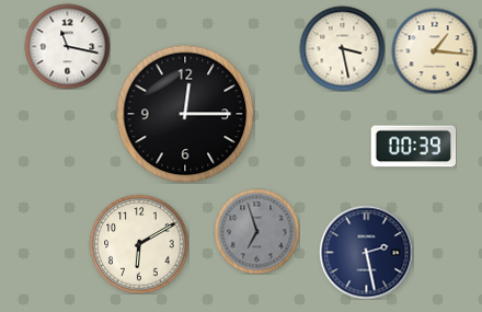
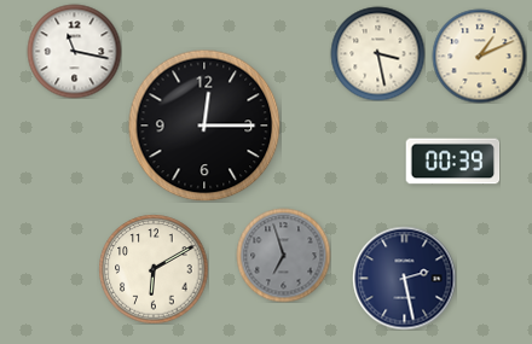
clock at (434, 50): 1:16 -> 1:11
clock at (413, 147) position: (413, 147) -> (452, 162)
